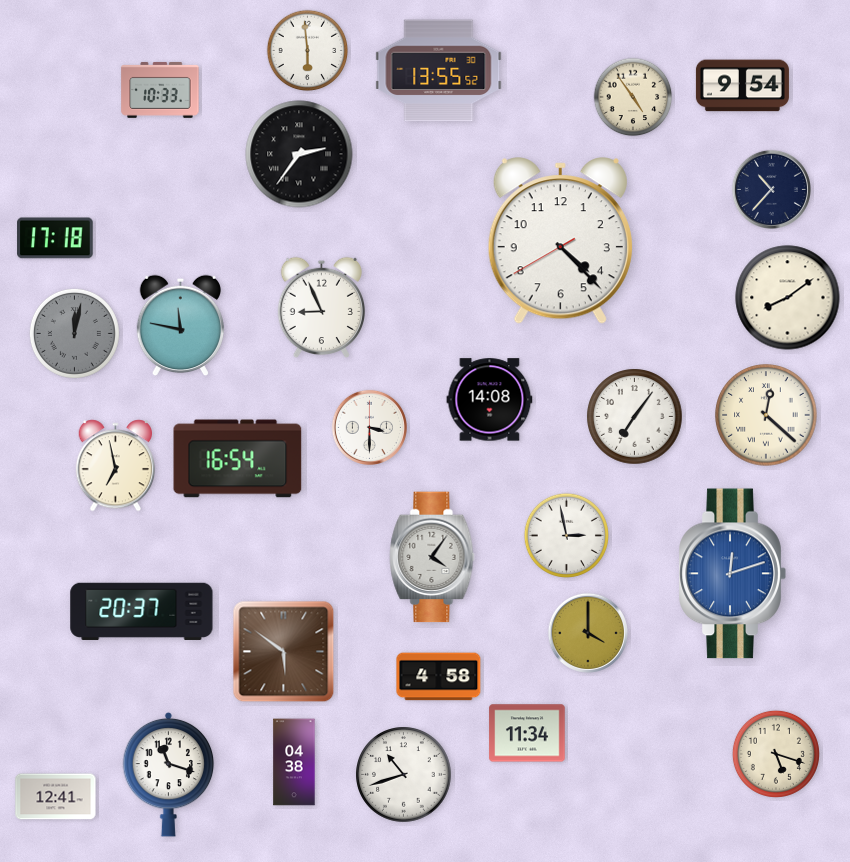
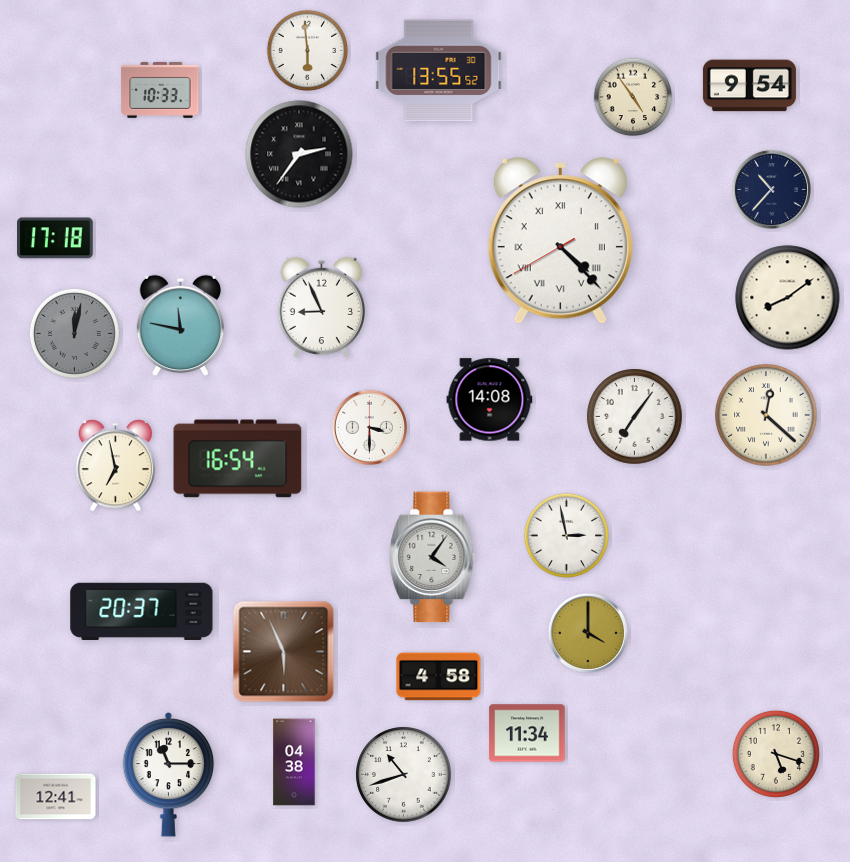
clock at (742, 86) position: (742, 86) -> (749, 86)
clock at (560, 241) numerals: Arabic -> Roman
clock at (732, 574): 12:12 -> none
clock at (284, 652): 5:51 -> 5:56
clock at (169, 774): 11:18 -> 11:15
